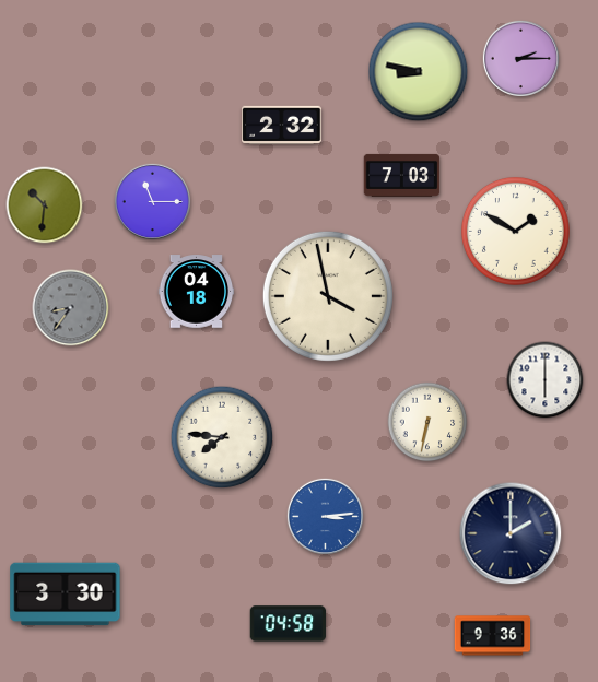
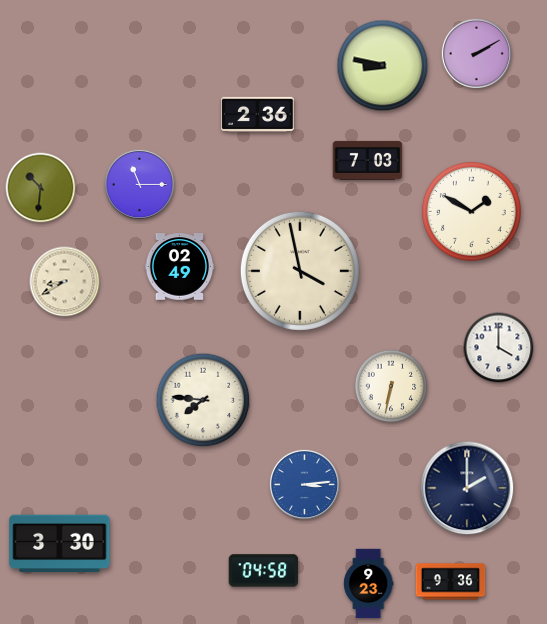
clock at (520, 58): 2:15 -> 2:10
clock at (282, 125): 2:32 -> 2:36
clock at (197, 292): 04:18 -> 02:49
clock at (71, 308): 8:36 -> 8:40
clock at (71, 308) dial: grey -> cream
clock at (546, 380): 6:00 -> 4:00
clock at (325, 516) position: (325, 516) -> (304, 484)
clock at (369, 584): none -> 9:23
